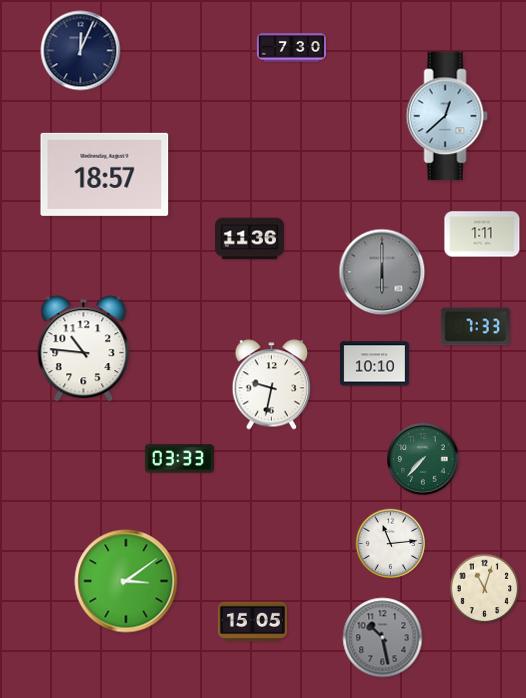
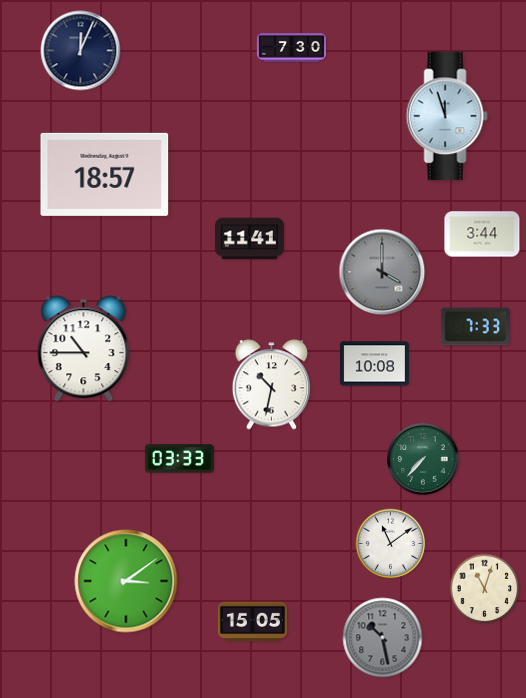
clock at (447, 116): 12:38 -> 11:57
clock at (482, 234): 1:11 -> 3:44
clock at (249, 239): 11:36 -> 11:41
clock at (382, 272): 6:00 -> 4:00
clock at (84, 349): 10:46 -> 10:45
clock at (374, 364): 10:10 -> 10:08
clock at (272, 385): 9:32 -> 10:32
clock at (391, 544): 11:14 -> 11:09
